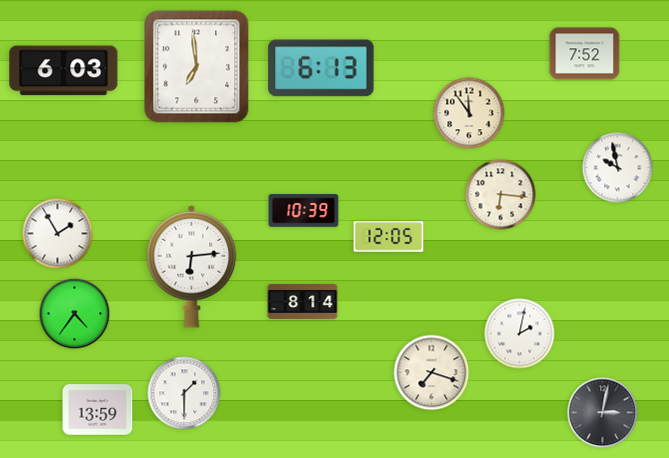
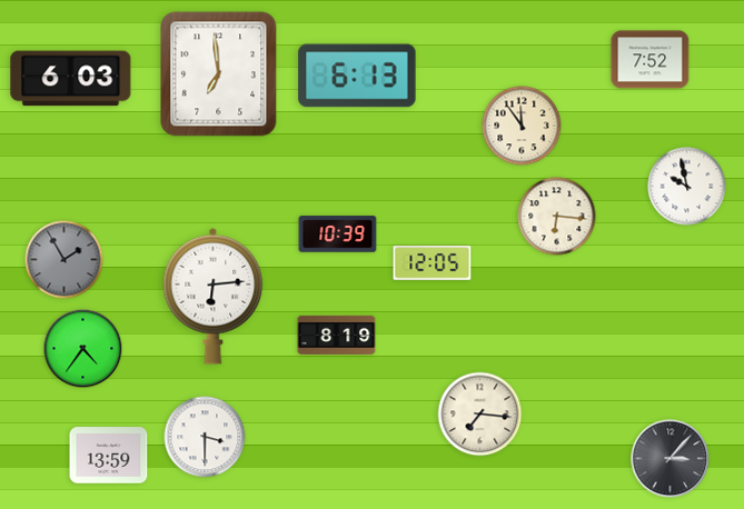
clock at (58, 234) dial: white -> grey
clock at (303, 301): 8:14 -> 8:19
clock at (520, 334): 2:02 -> none
clock at (432, 373): 7:18 -> 7:16
clock at (184, 393): 1:30 -> 3:30
clock at (603, 413): 3:02 -> 3:07
